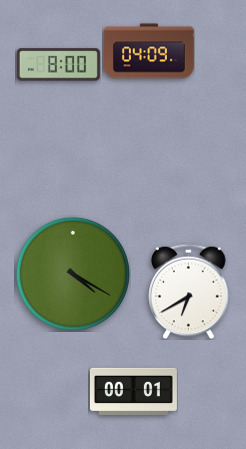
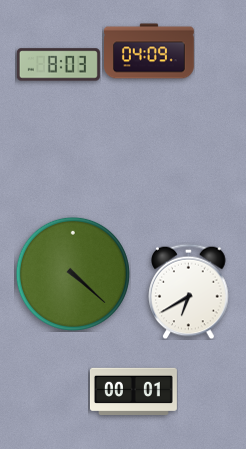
clock at (58, 65): 8:00 -> 8:03
clock at (73, 274): 4:20 -> 4:22
